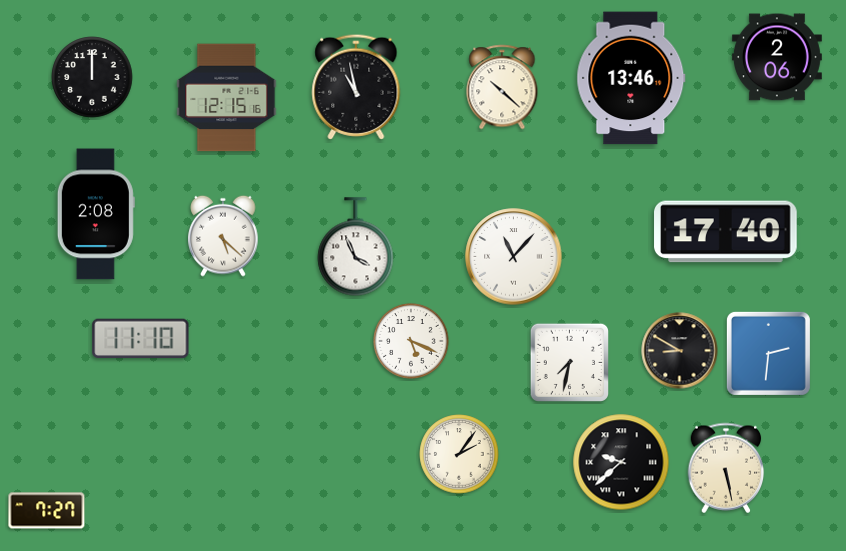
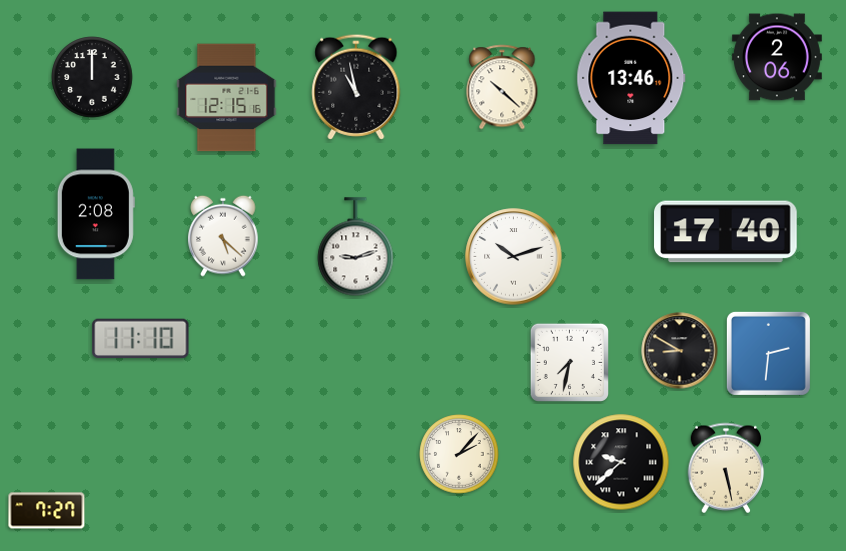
clock at (356, 247): 3:56 -> 9:12
clock at (514, 257): 11:07 -> 10:12
clock at (411, 341): 5:19 -> none
clock at (459, 454): 2:06 -> 2:07
